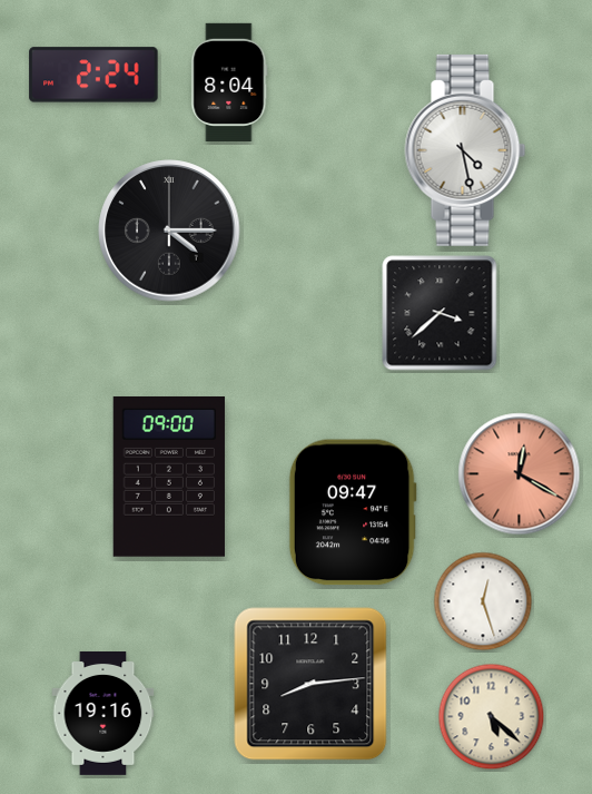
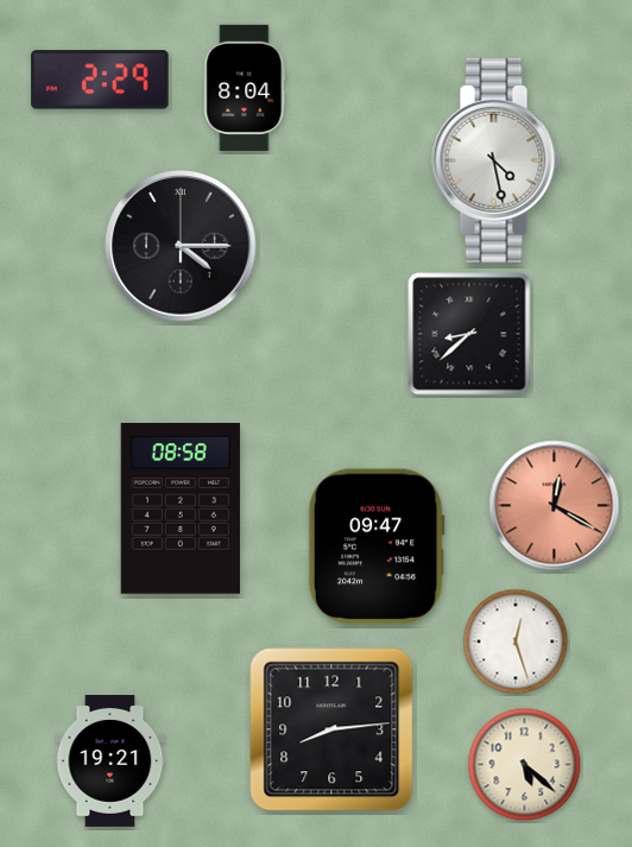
clock at (93, 75): 2:24 -> 2:29
clock at (440, 313): 3:38 -> 8:38
clock at (169, 478): 09:00 -> 08:58
clock at (103, 714): 19:16 -> 19:21
